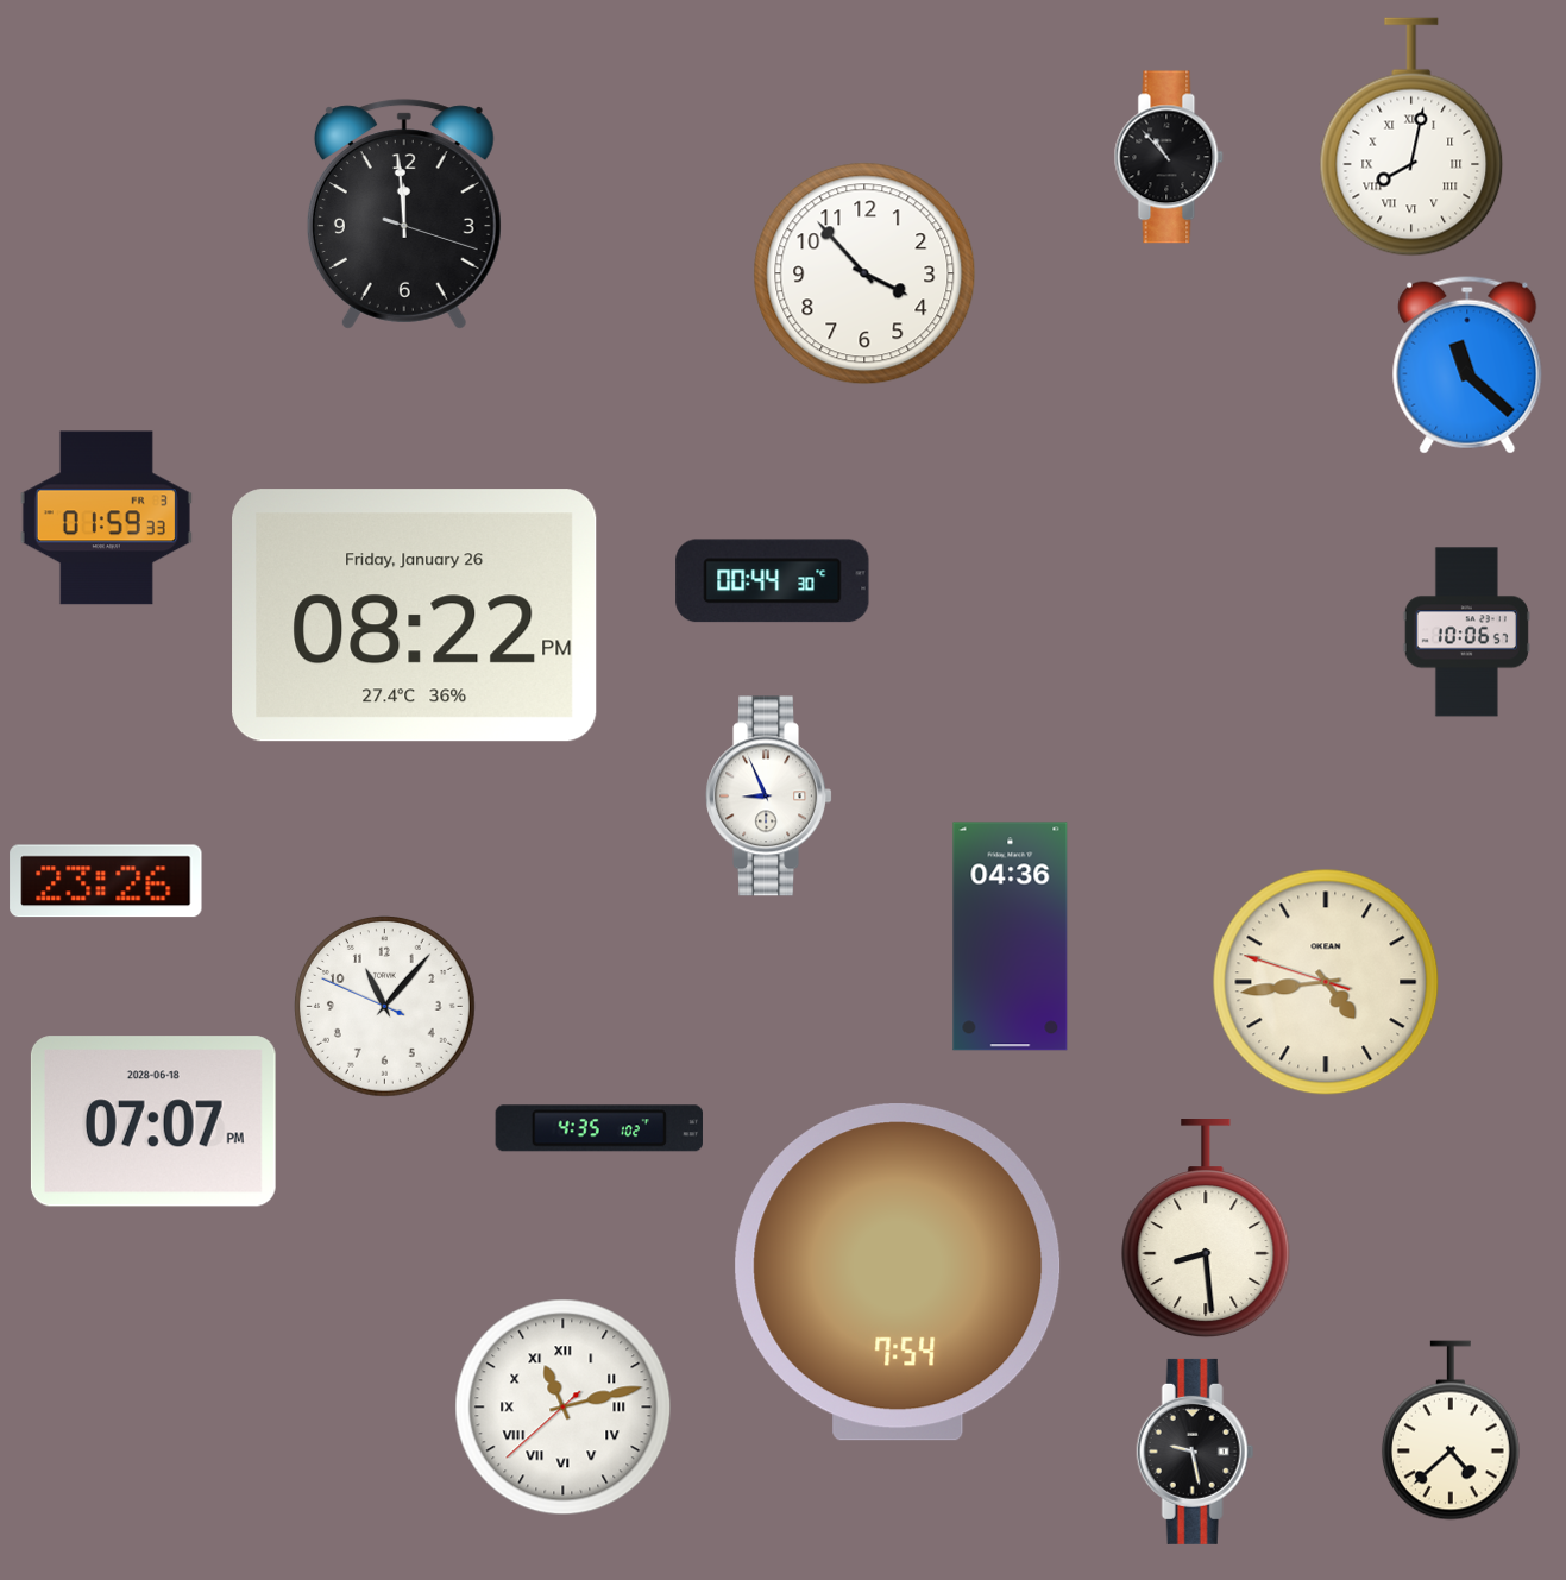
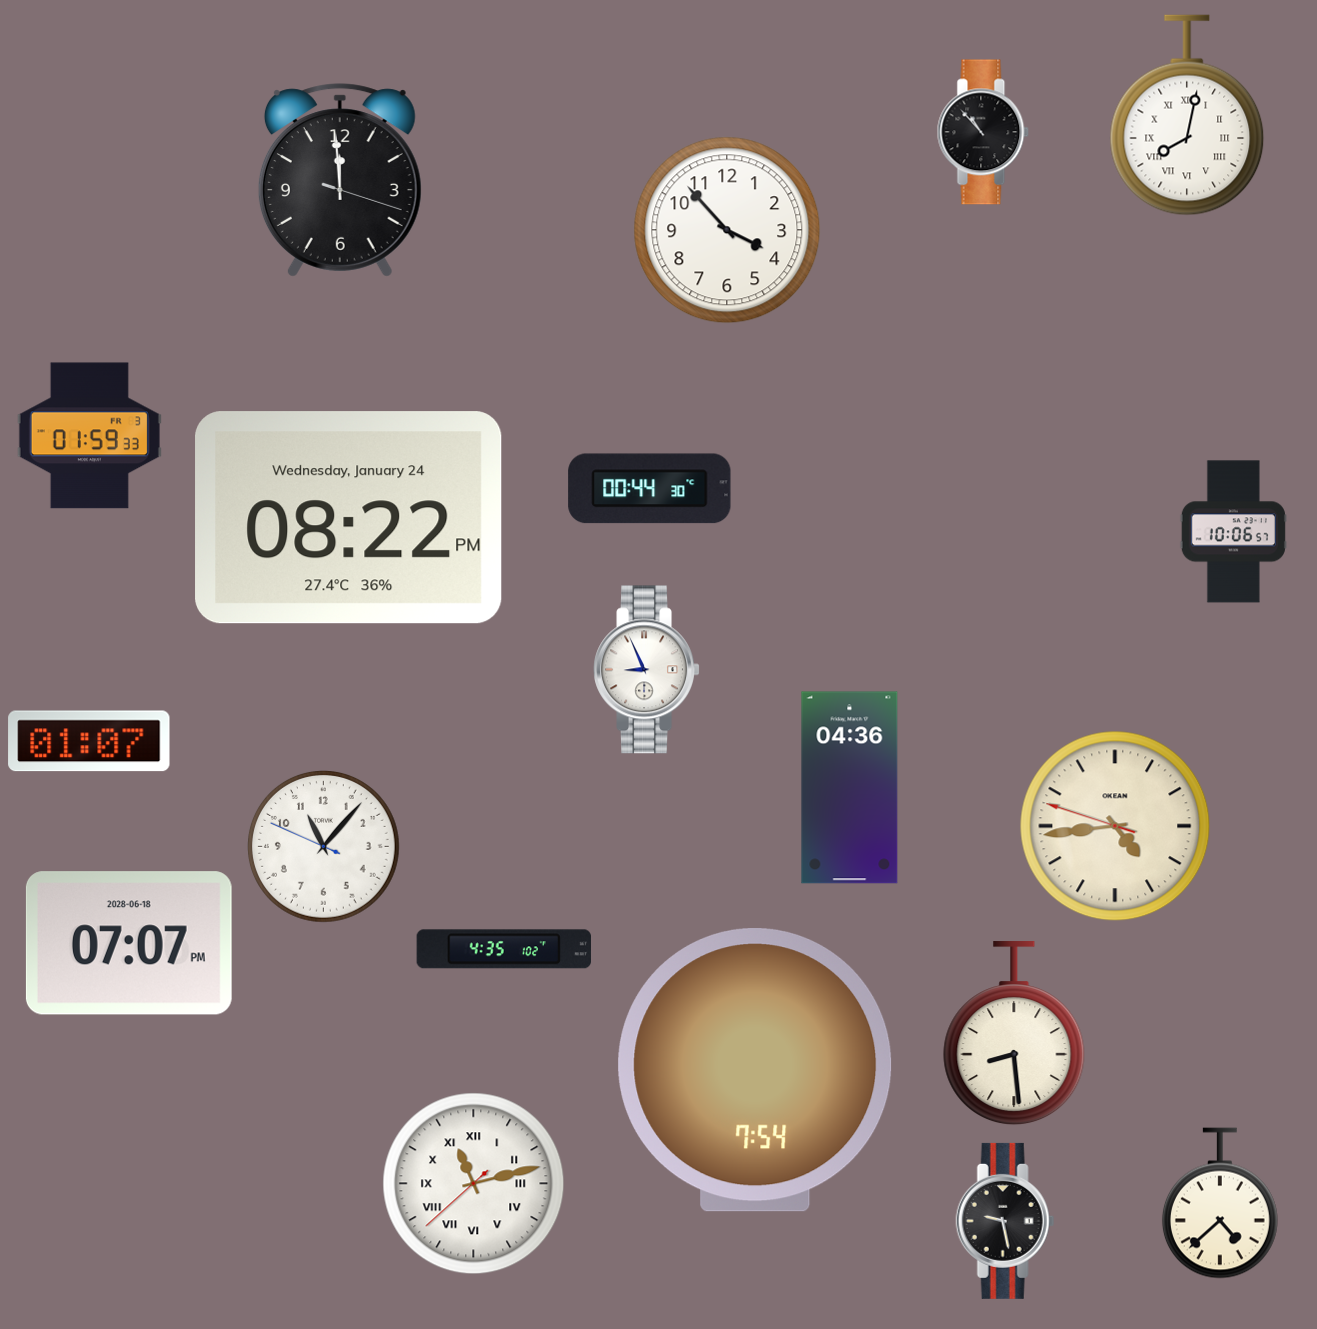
clock at (1467, 365): 11:22 -> none
clock at (415, 616) date: Friday, January 26 -> Wednesday, January 24
clock at (106, 881): 23:26 -> 01:07
